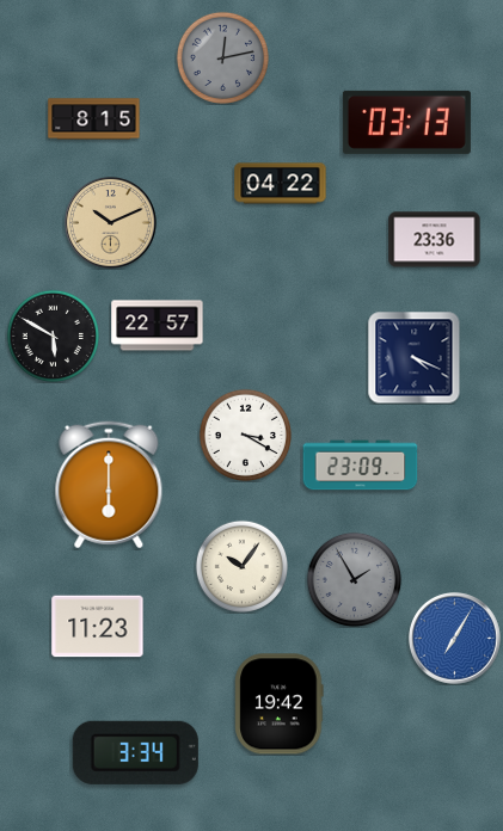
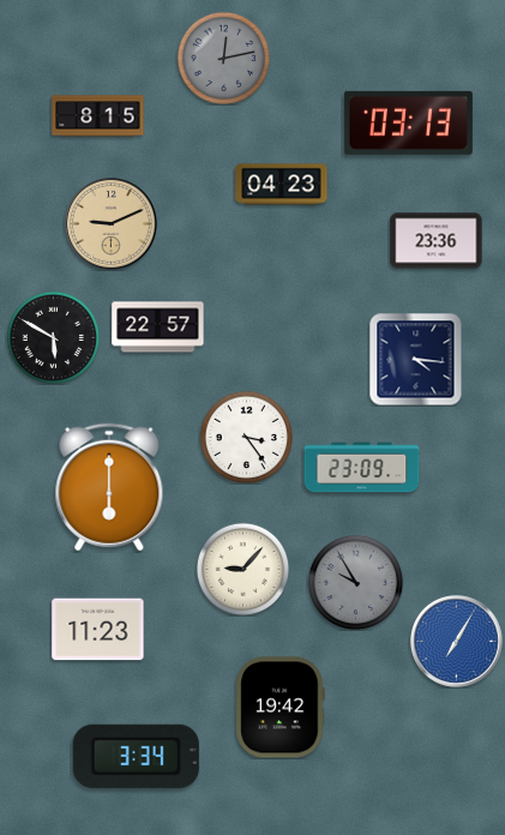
clock at (94, 119) position: (94, 119) -> (98, 116)
clock at (281, 184): 04:22 -> 04:23
clock at (110, 222): 10:11 -> 9:11
clock at (413, 357): 4:19 -> 4:16
clock at (245, 435): 3:20 -> 3:24
clock at (241, 566): 10:06 -> 9:07
clock at (354, 579): 1:55 -> 9:55
